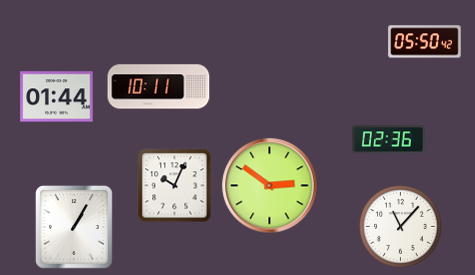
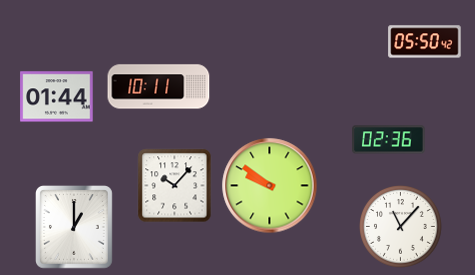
clock at (175, 186): 10:04 -> 10:07
clock at (270, 186): 2:51 -> 9:51
clock at (75, 228): 1:05 -> 1:00
